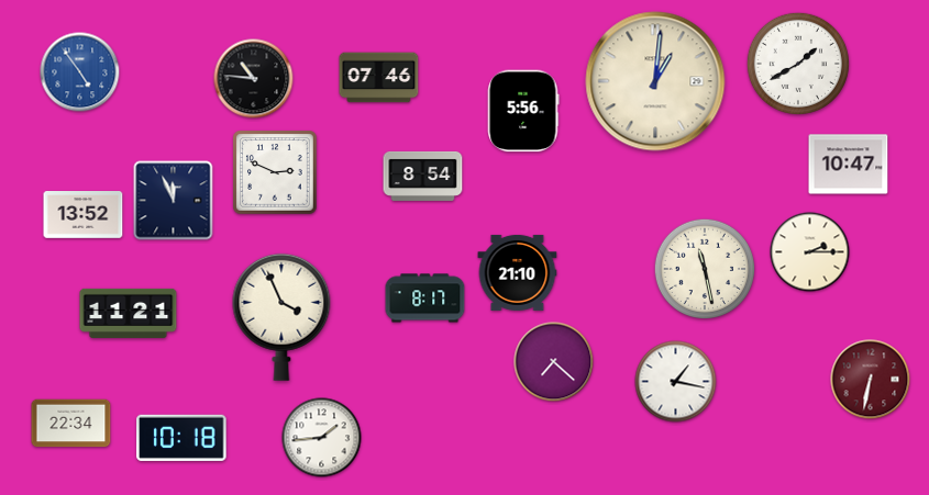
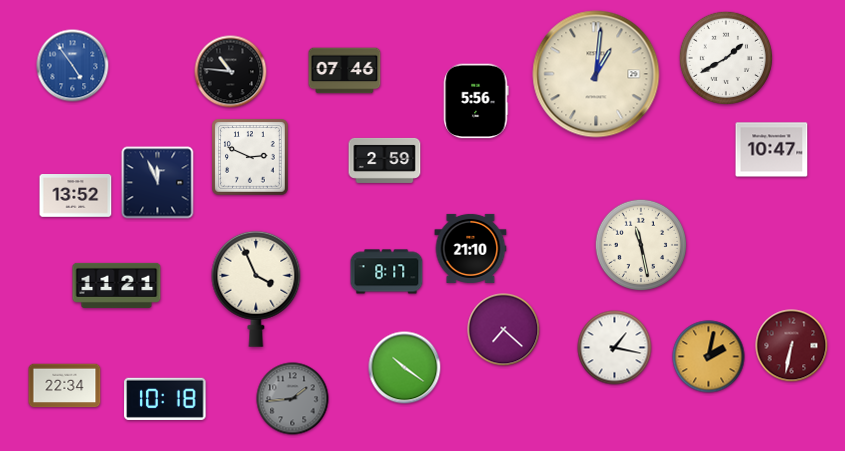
clock at (423, 176): 8:54 -> 2:59
clock at (810, 252): 2:15 -> none
clock at (709, 357): none -> 2:02
clock at (405, 368): none -> 10:21
clock at (322, 438) dial: white -> grey
